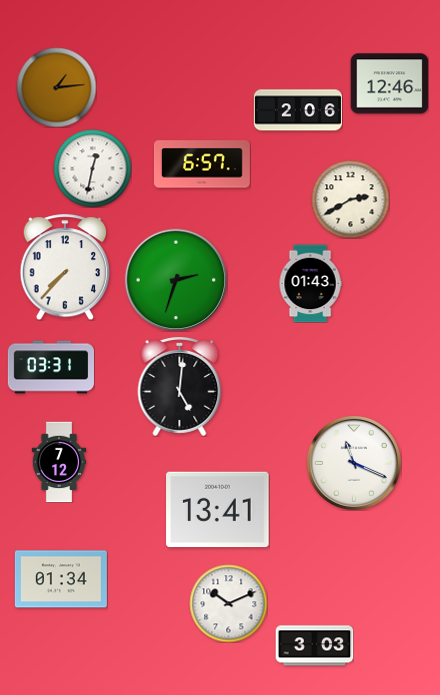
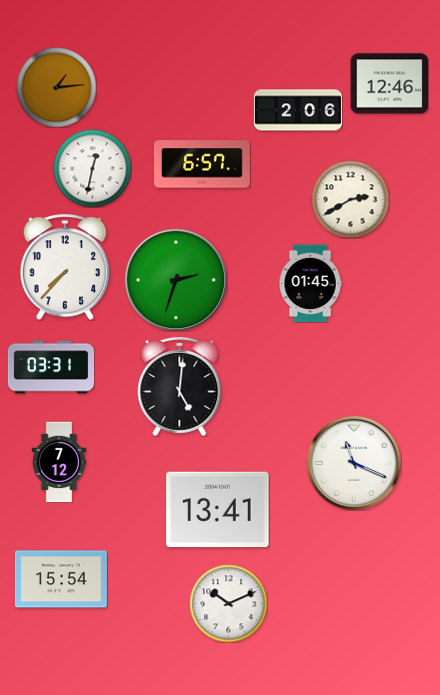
clock at (310, 283): 01:43 -> 01:45
clock at (61, 579): 01:34 -> 15:54
clock at (314, 646): 3:03 -> none
